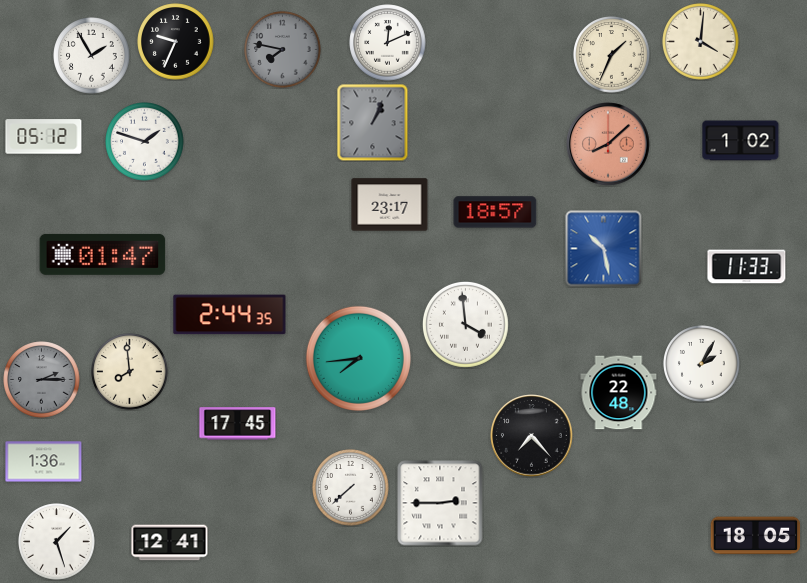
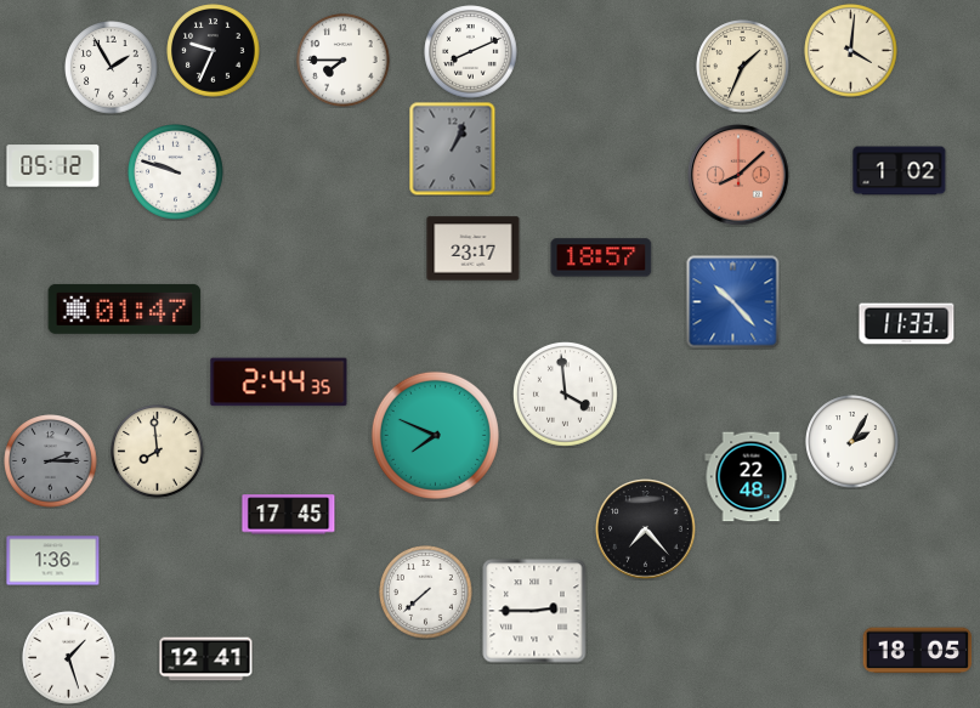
clock at (388, 43): 12:11 -> 8:11
clock at (283, 50): 7:47 -> 7:45
clock at (283, 50) dial: grey -> white
clock at (145, 142): 1:48 -> 9:48
clock at (604, 249): 10:28 -> 10:23
clock at (358, 358): 7:44 -> 7:49
